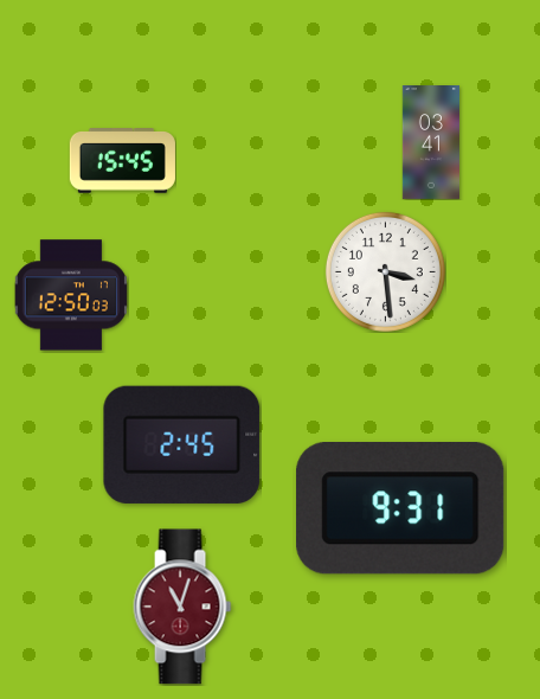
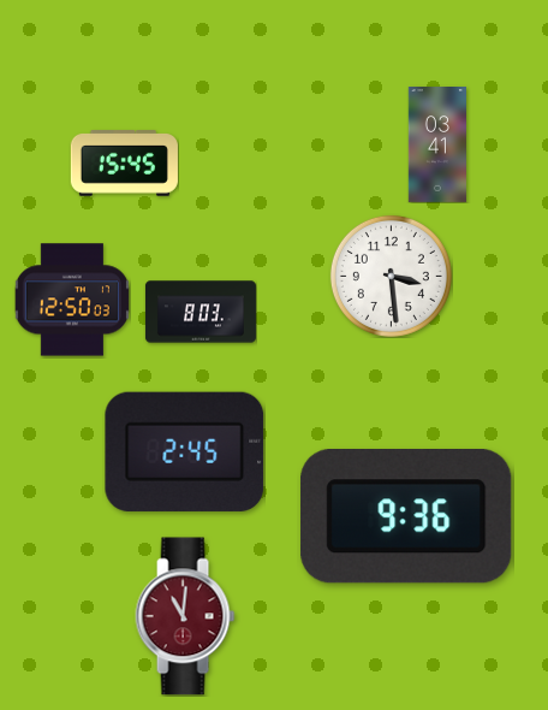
clock at (201, 312): none -> 8:03
clock at (400, 509): 9:31 -> 9:36
clock at (182, 607): 11:03 -> 11:01
